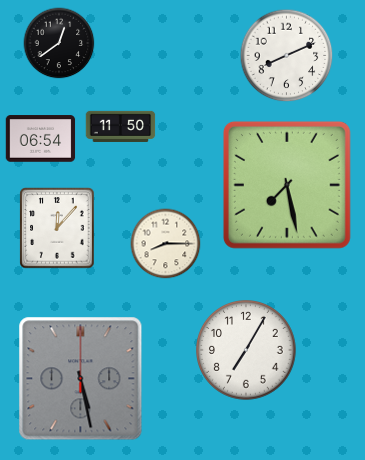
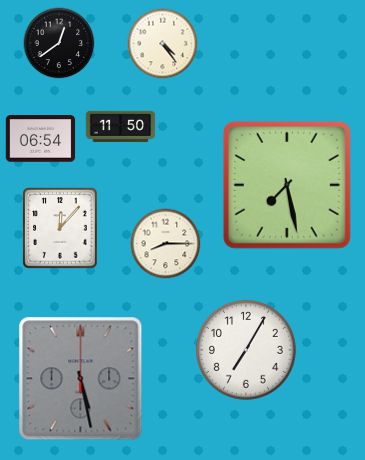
clock at (163, 44): none -> 4:24
clock at (287, 56): 8:11 -> none
clock at (57, 228) position: (57, 228) -> (60, 228)
